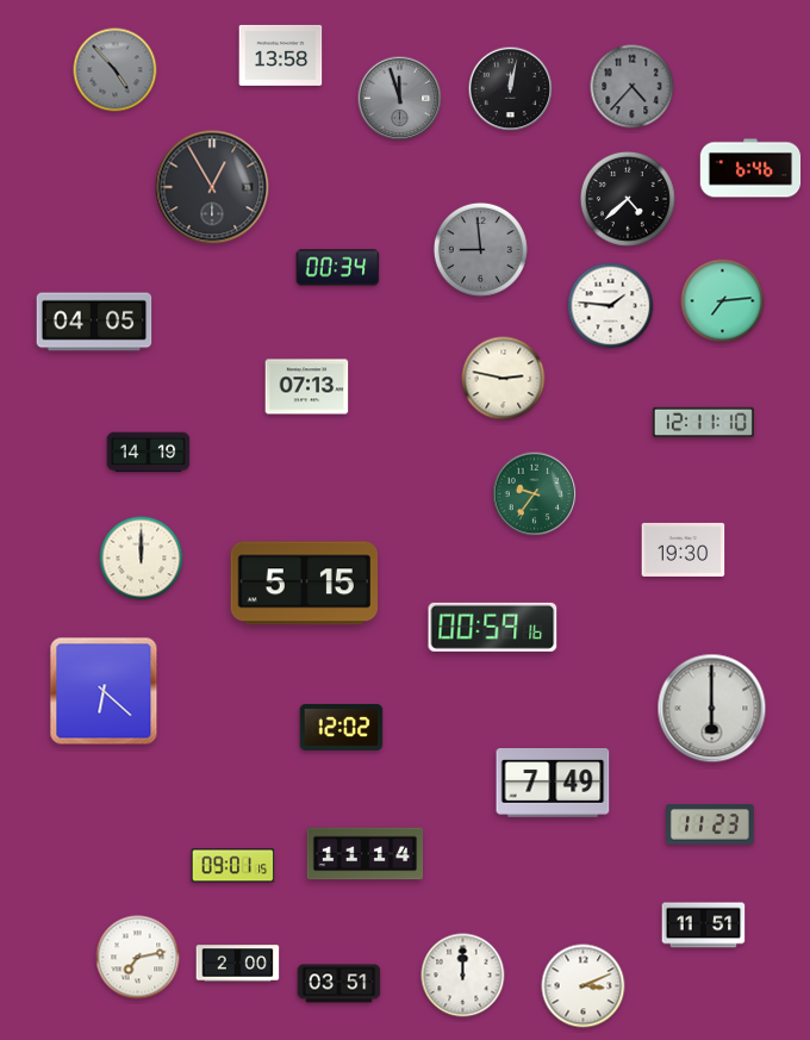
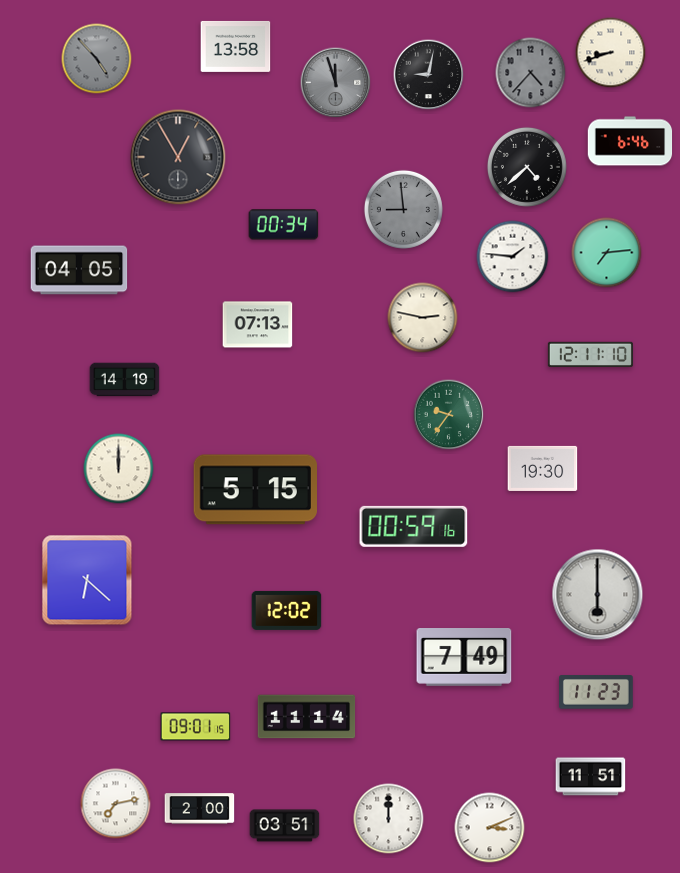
clock at (611, 53): none -> 8:42
clock at (511, 89): 12:02 -> 9:02
clock at (684, 549) position: (684, 549) -> (543, 468)
